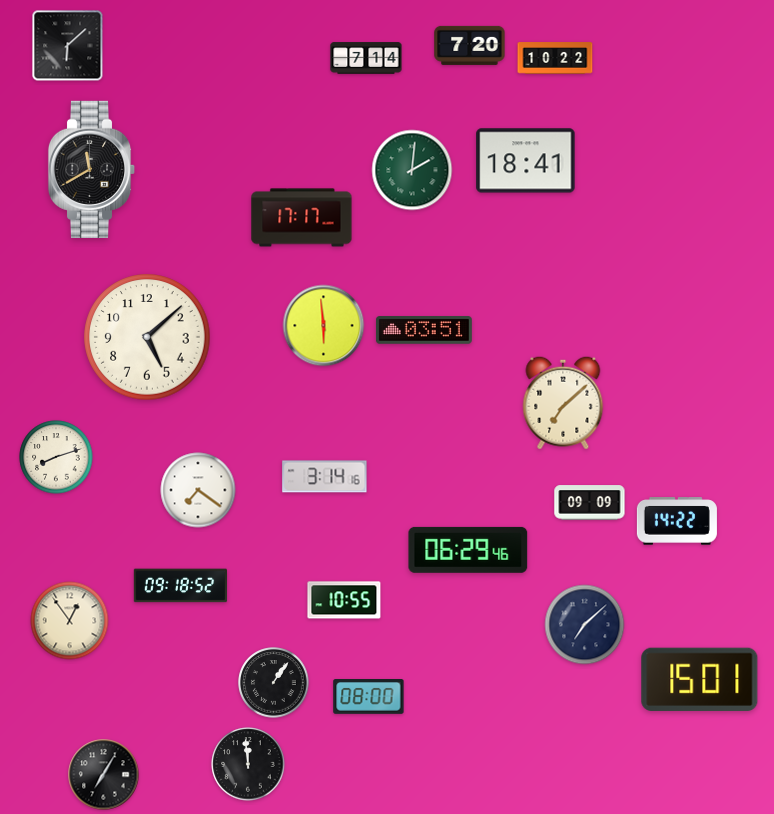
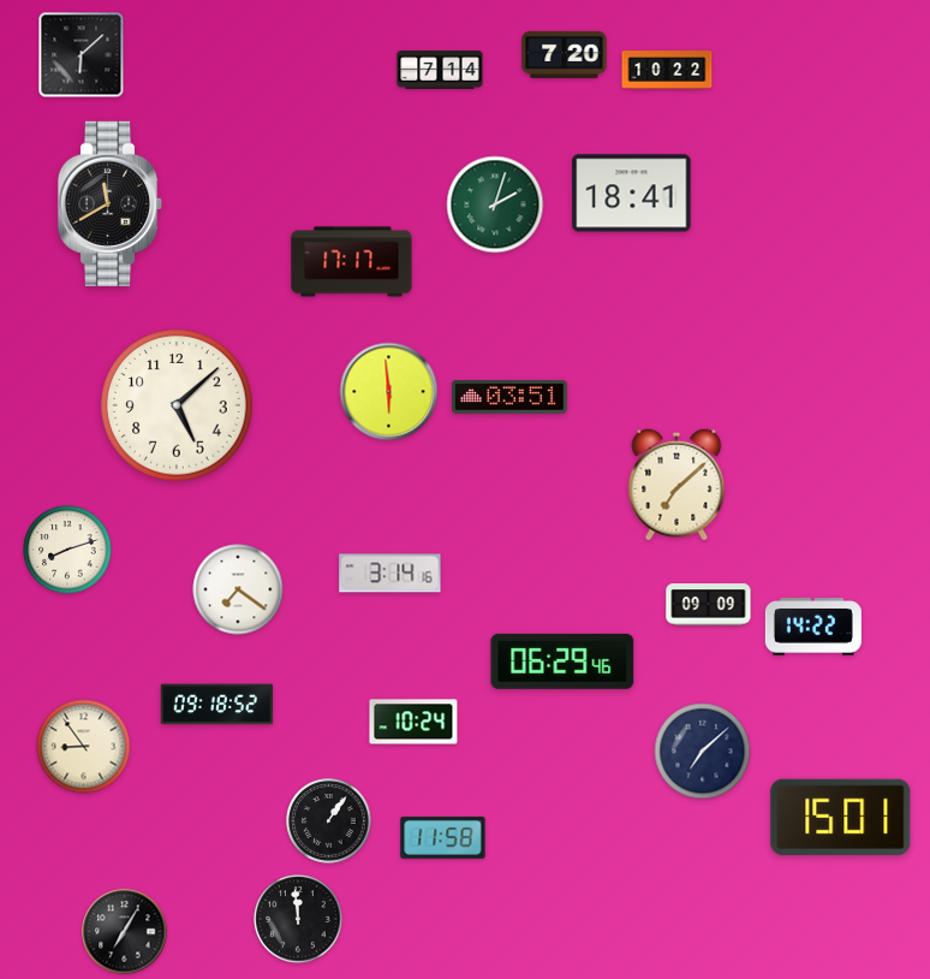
clock at (412, 170): 2:01 -> 2:03
clock at (302, 218) position: (302, 218) -> (352, 262)
clock at (344, 600): 10:55 -> 10:24
clock at (70, 621): 12:54 -> 8:54
clock at (369, 697): 08:00 -> 11:58
